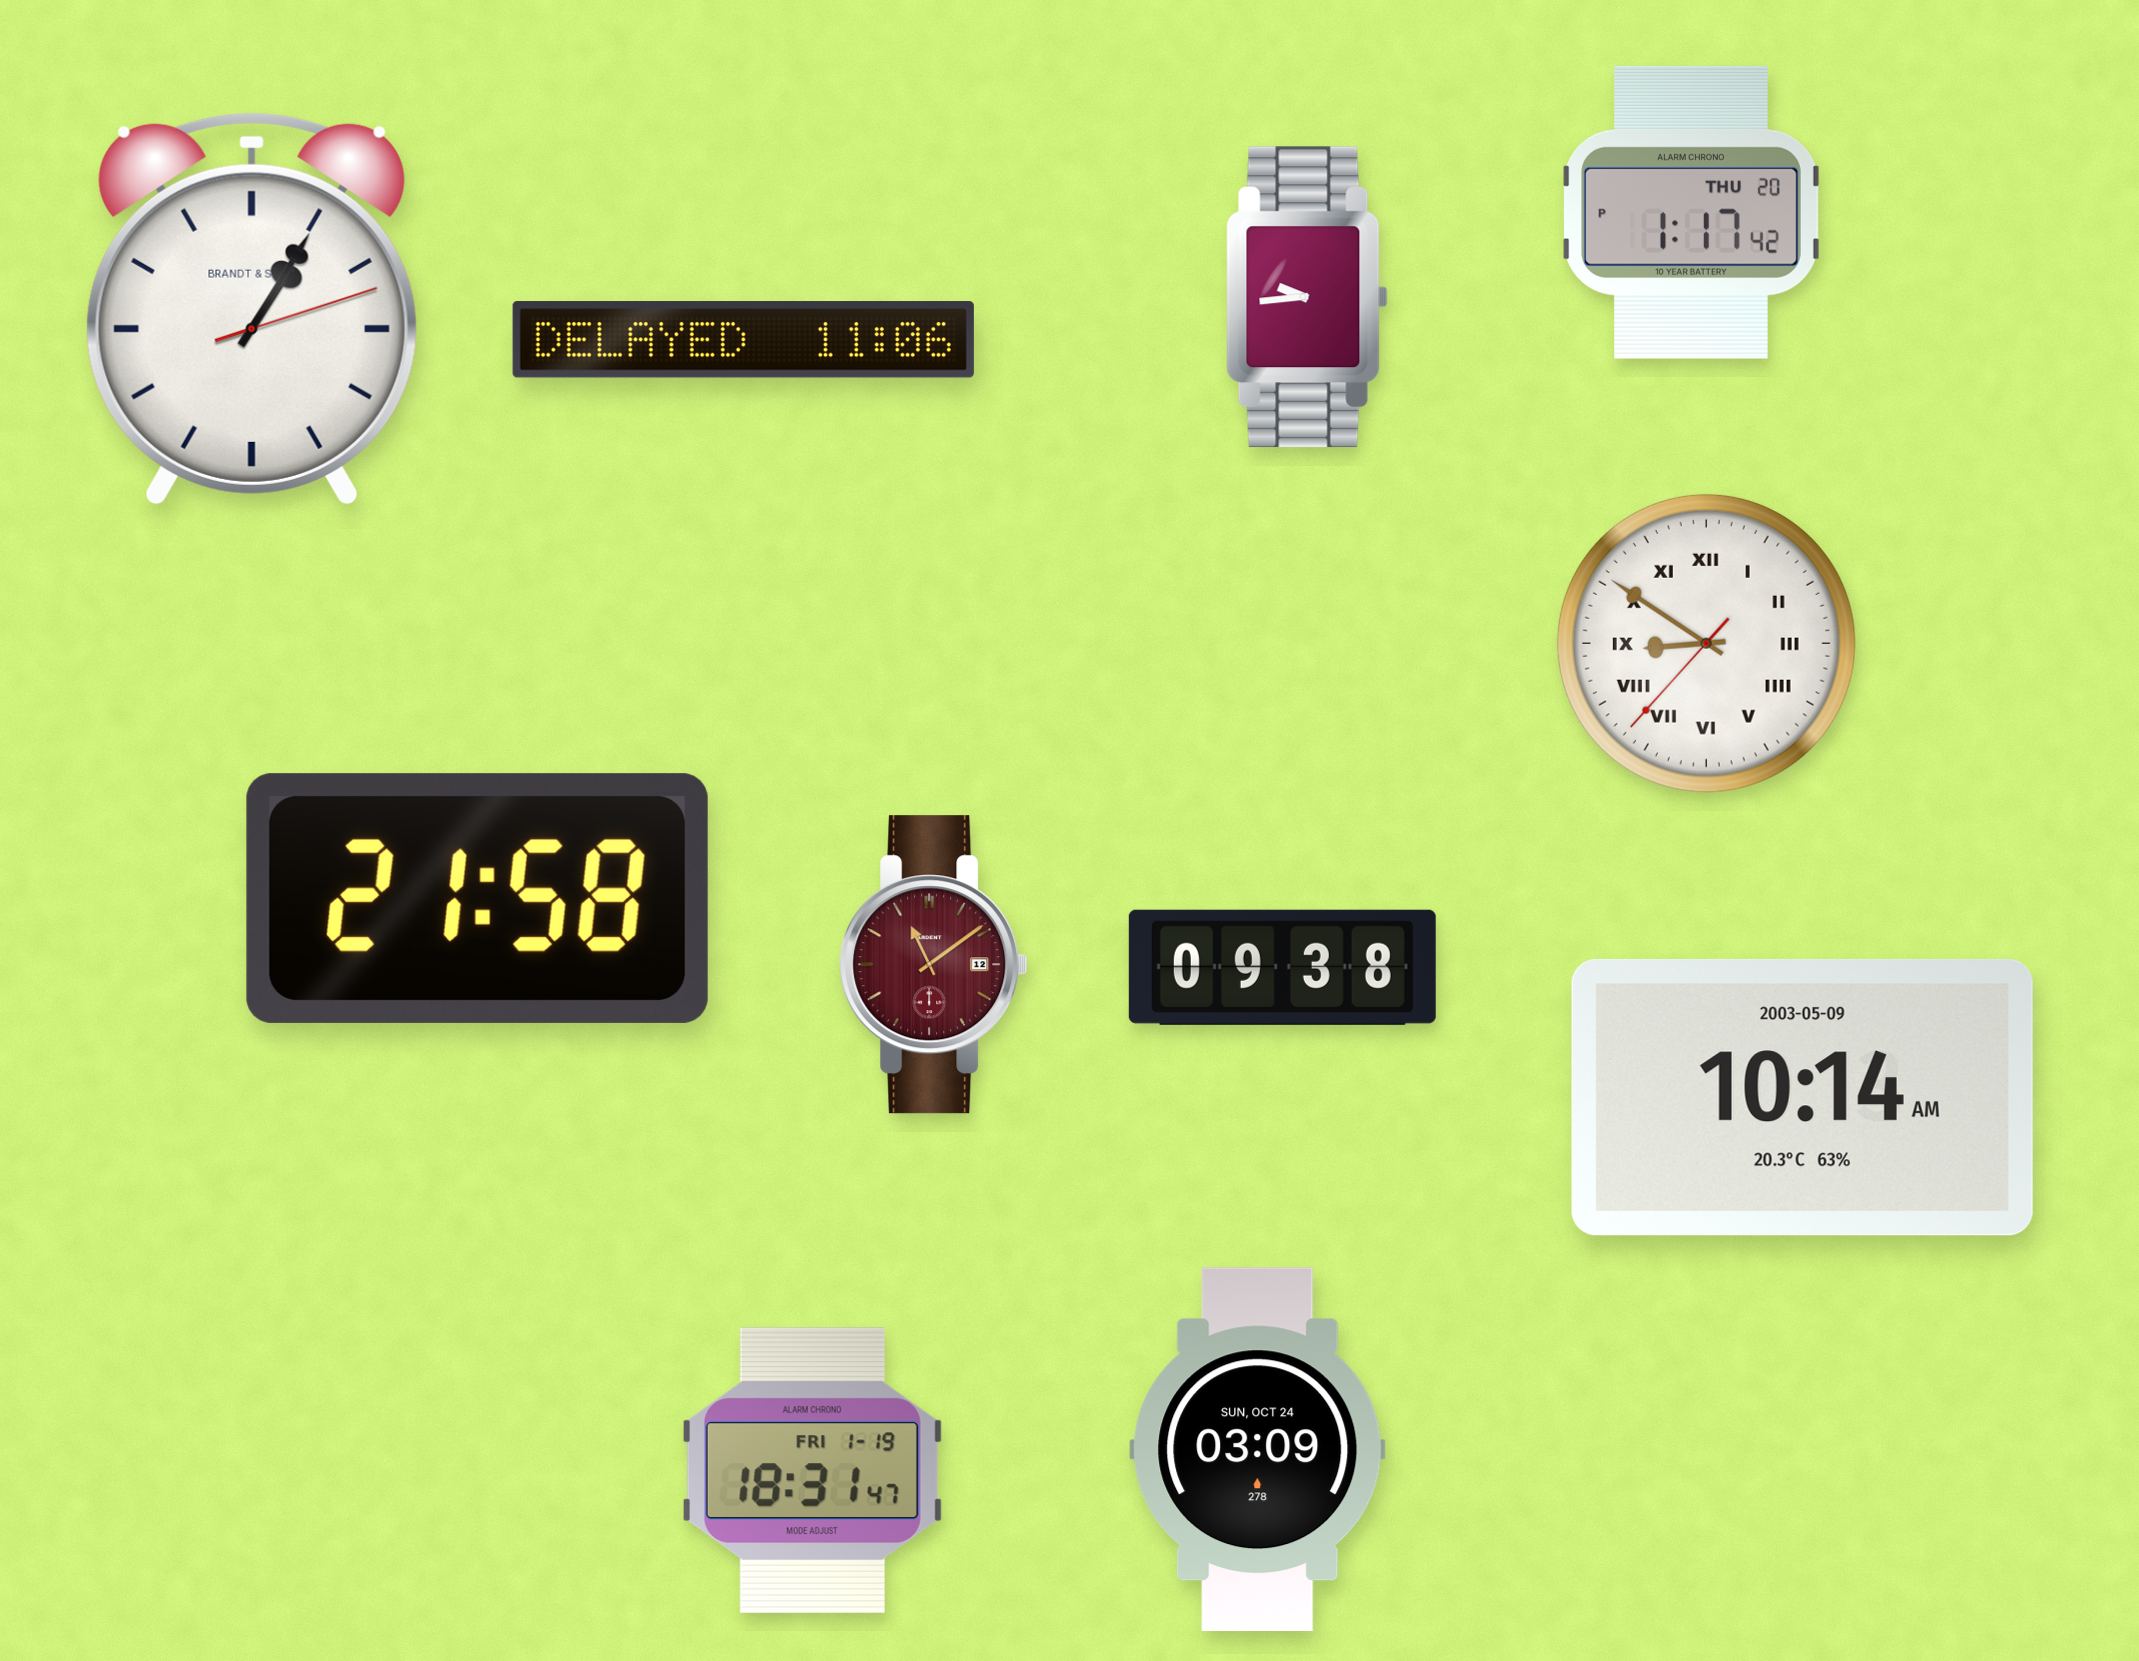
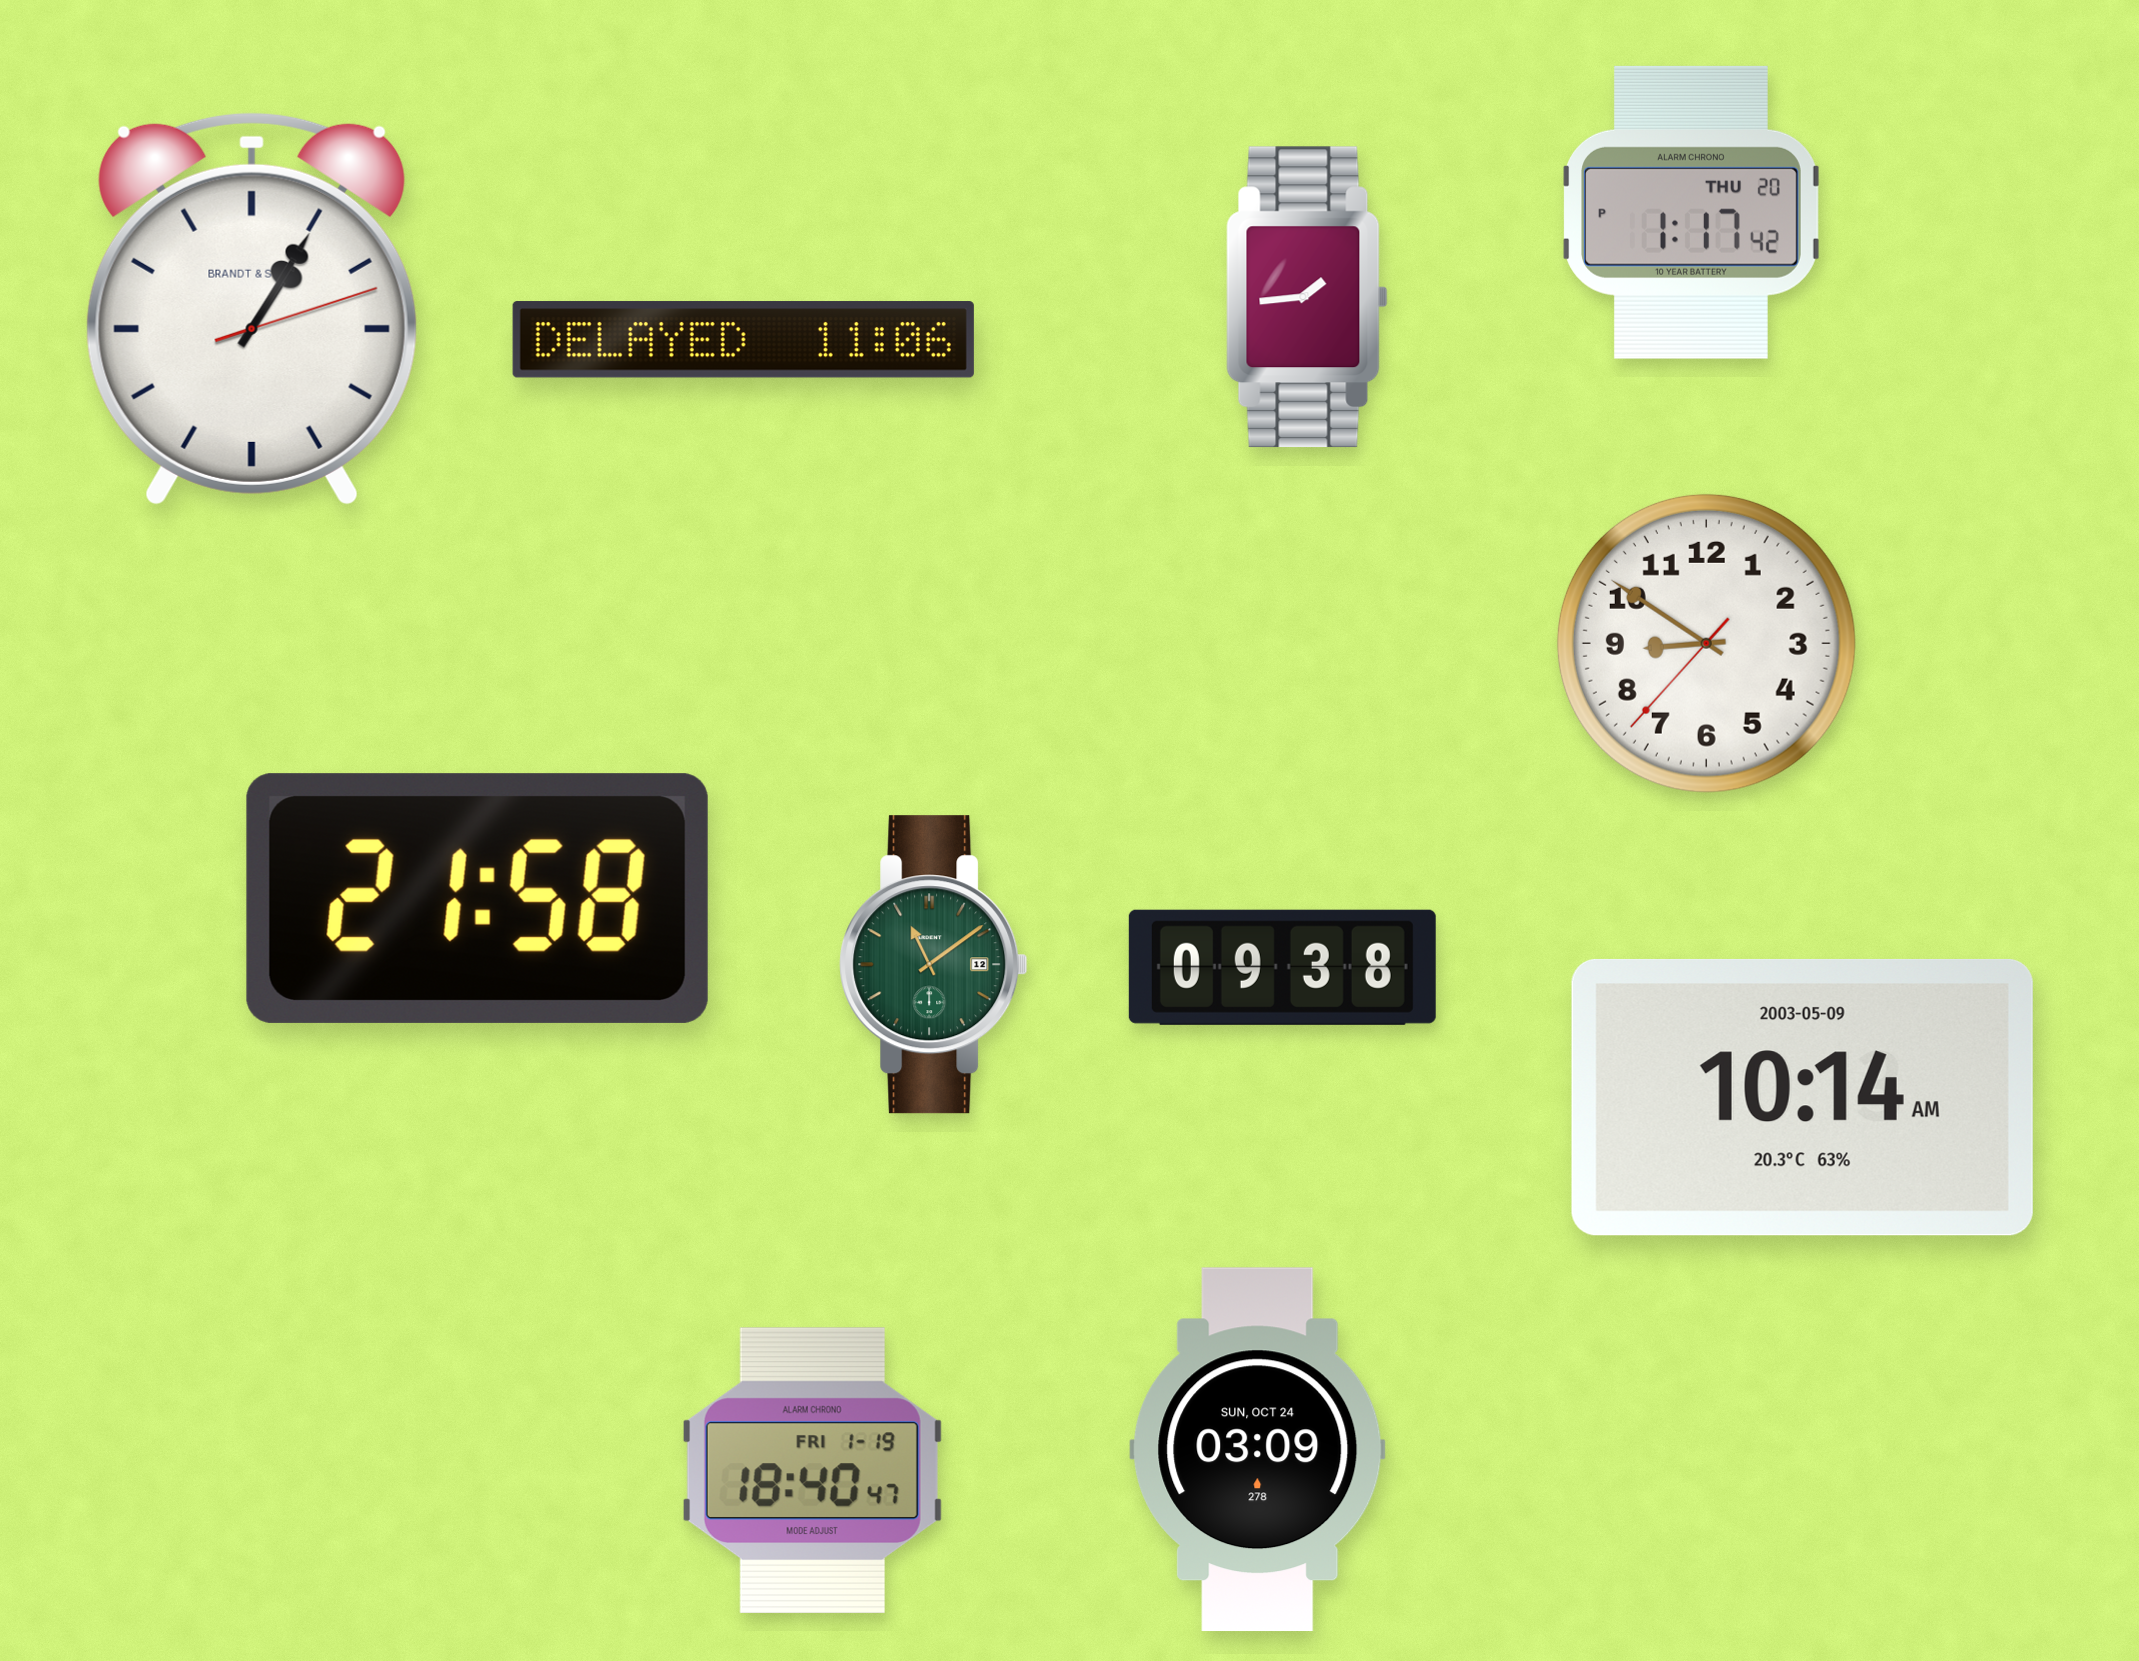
clock at (1307, 297): 9:44 -> 1:44
clock at (1706, 643) numerals: Roman -> Arabic
clock at (934, 965) dial: burgundy -> green
clock at (812, 1470): 18:31 -> 18:40
